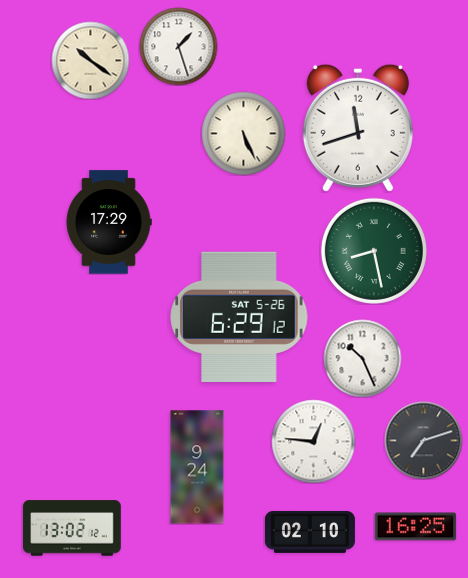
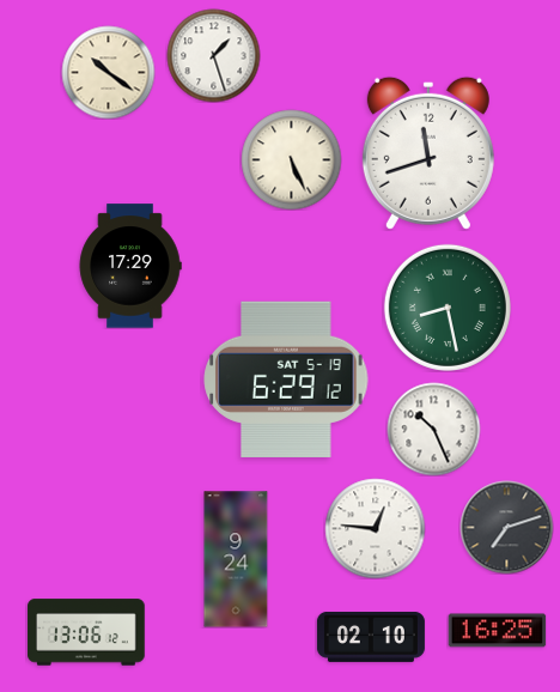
clock at (374, 251) position: (374, 251) -> (448, 308)
clock at (239, 316) date: SAT 5-26 -> SAT 5-19
clock at (72, 528): 13:02 -> 13:06
